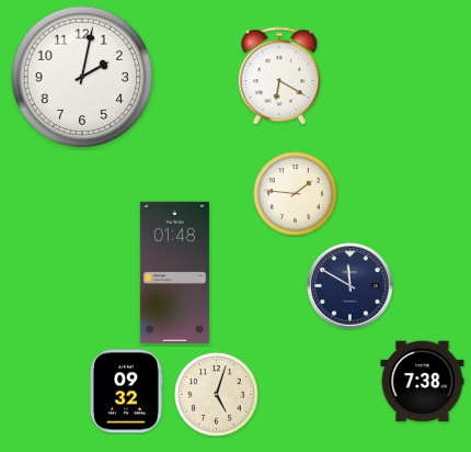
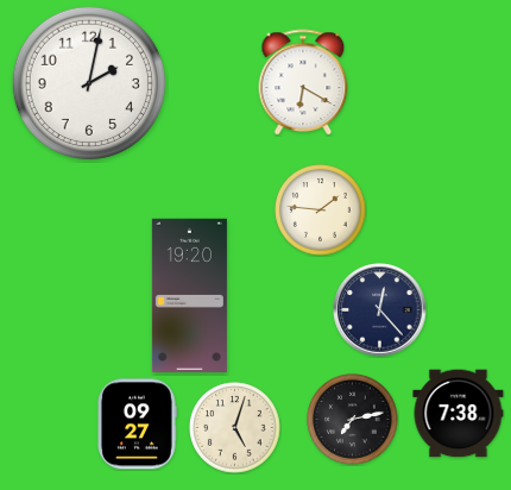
clock at (174, 272): 01:48 -> 19:20
clock at (351, 286): 11:50 -> 12:23
clock at (353, 420): none -> 7:13
clock at (127, 392): 09:32 -> 09:27
